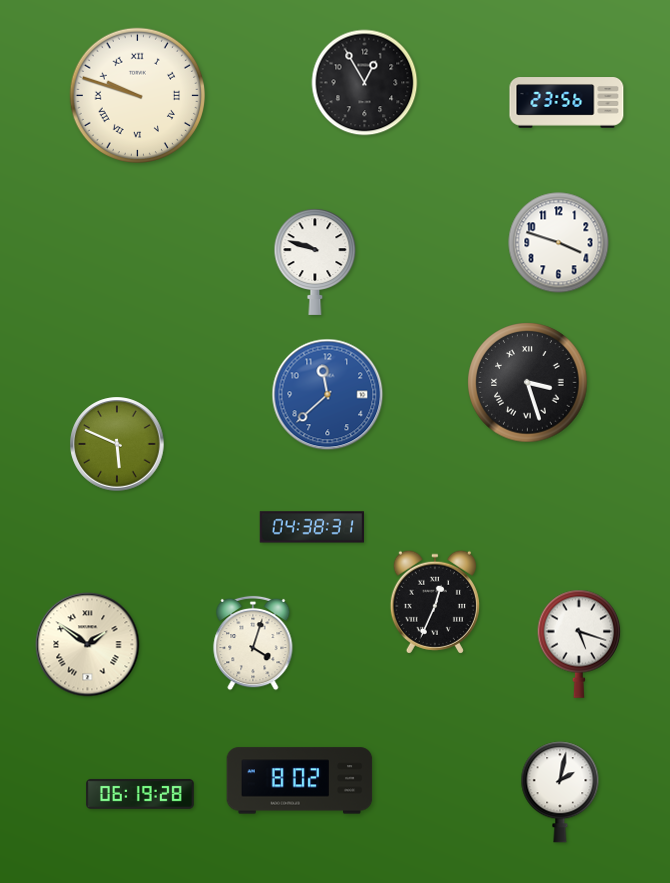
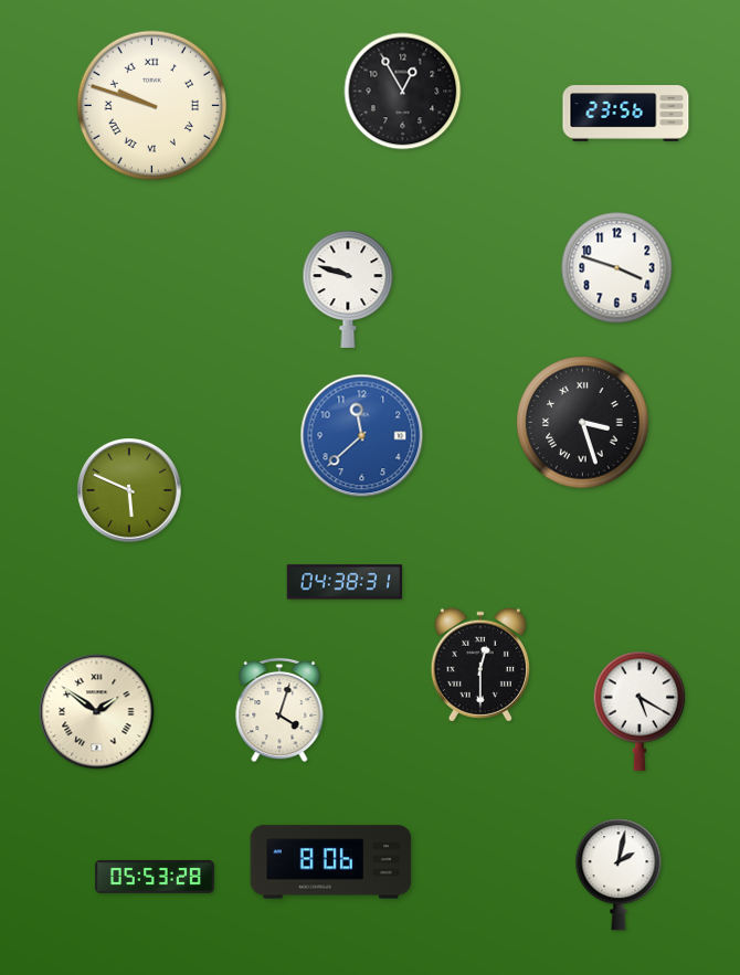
clock at (435, 602): 12:34 -> 12:30
clock at (579, 644): 5:18 -> 5:20
clock at (300, 781): 8:02 -> 8:06
clock at (140, 794): 06:19 -> 05:53
